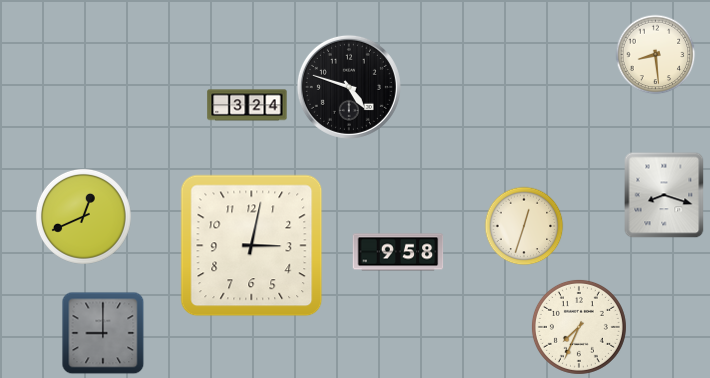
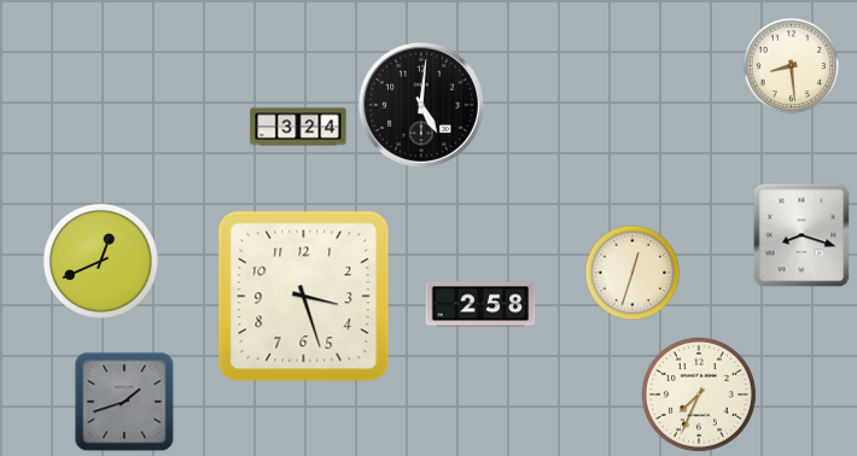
clock at (349, 87): 4:48 -> 5:01
clock at (252, 246): 3:02 -> 3:27
clock at (398, 252): 9:58 -> 2:58
clock at (103, 333): 9:00 -> 1:42
